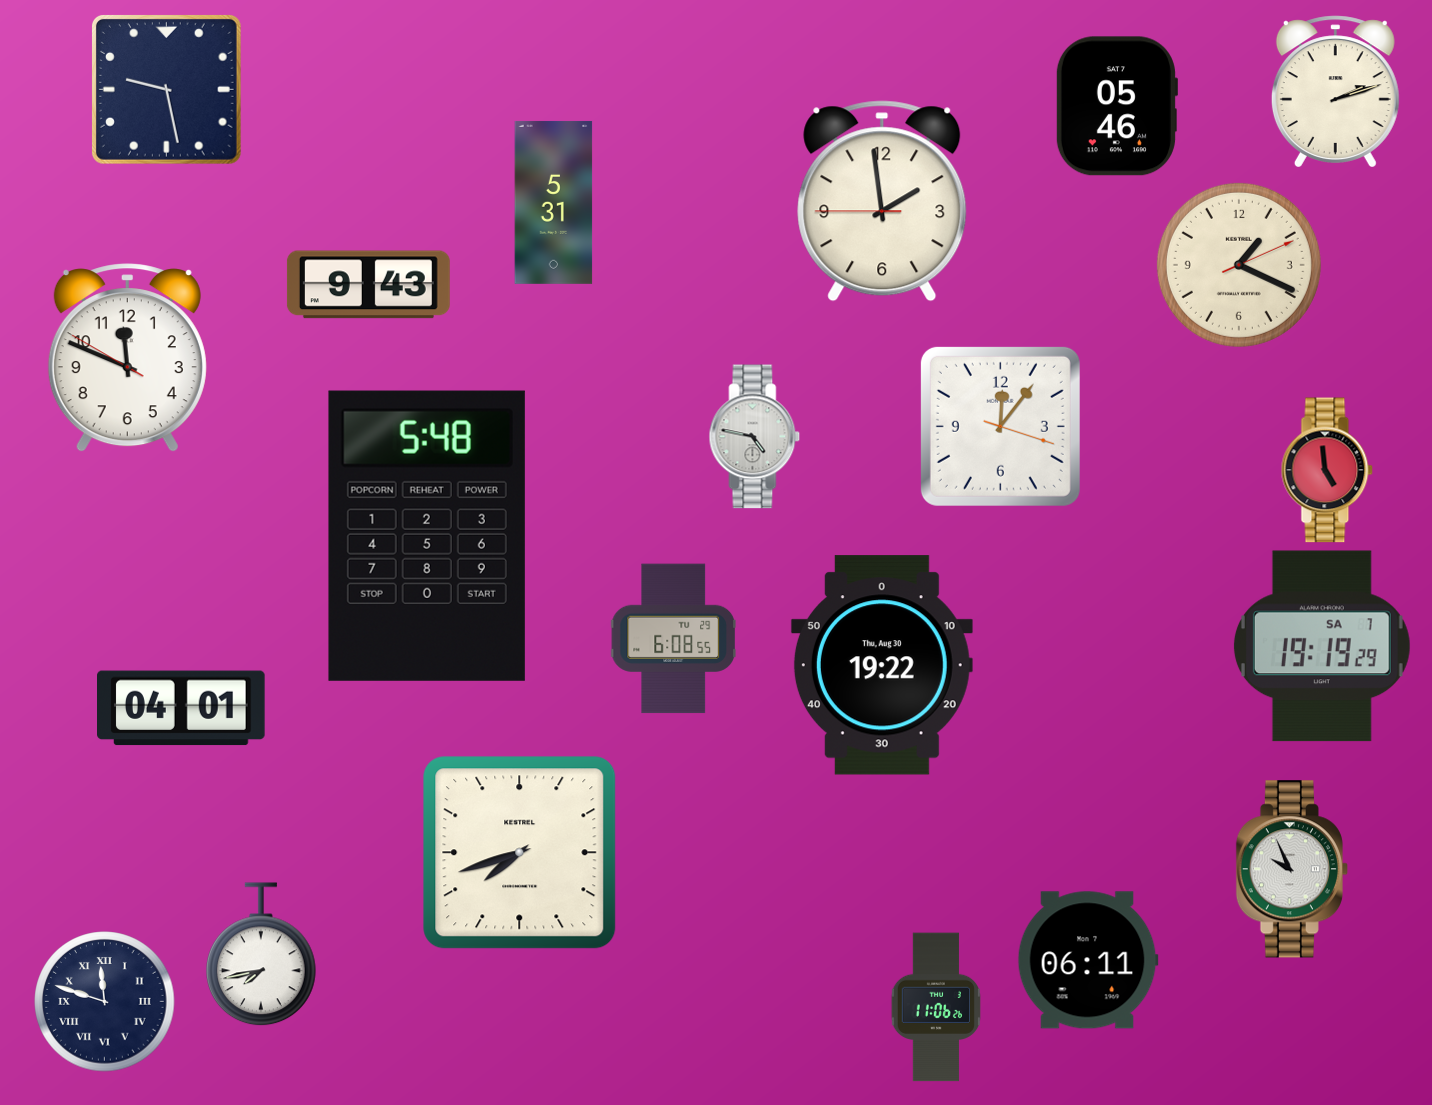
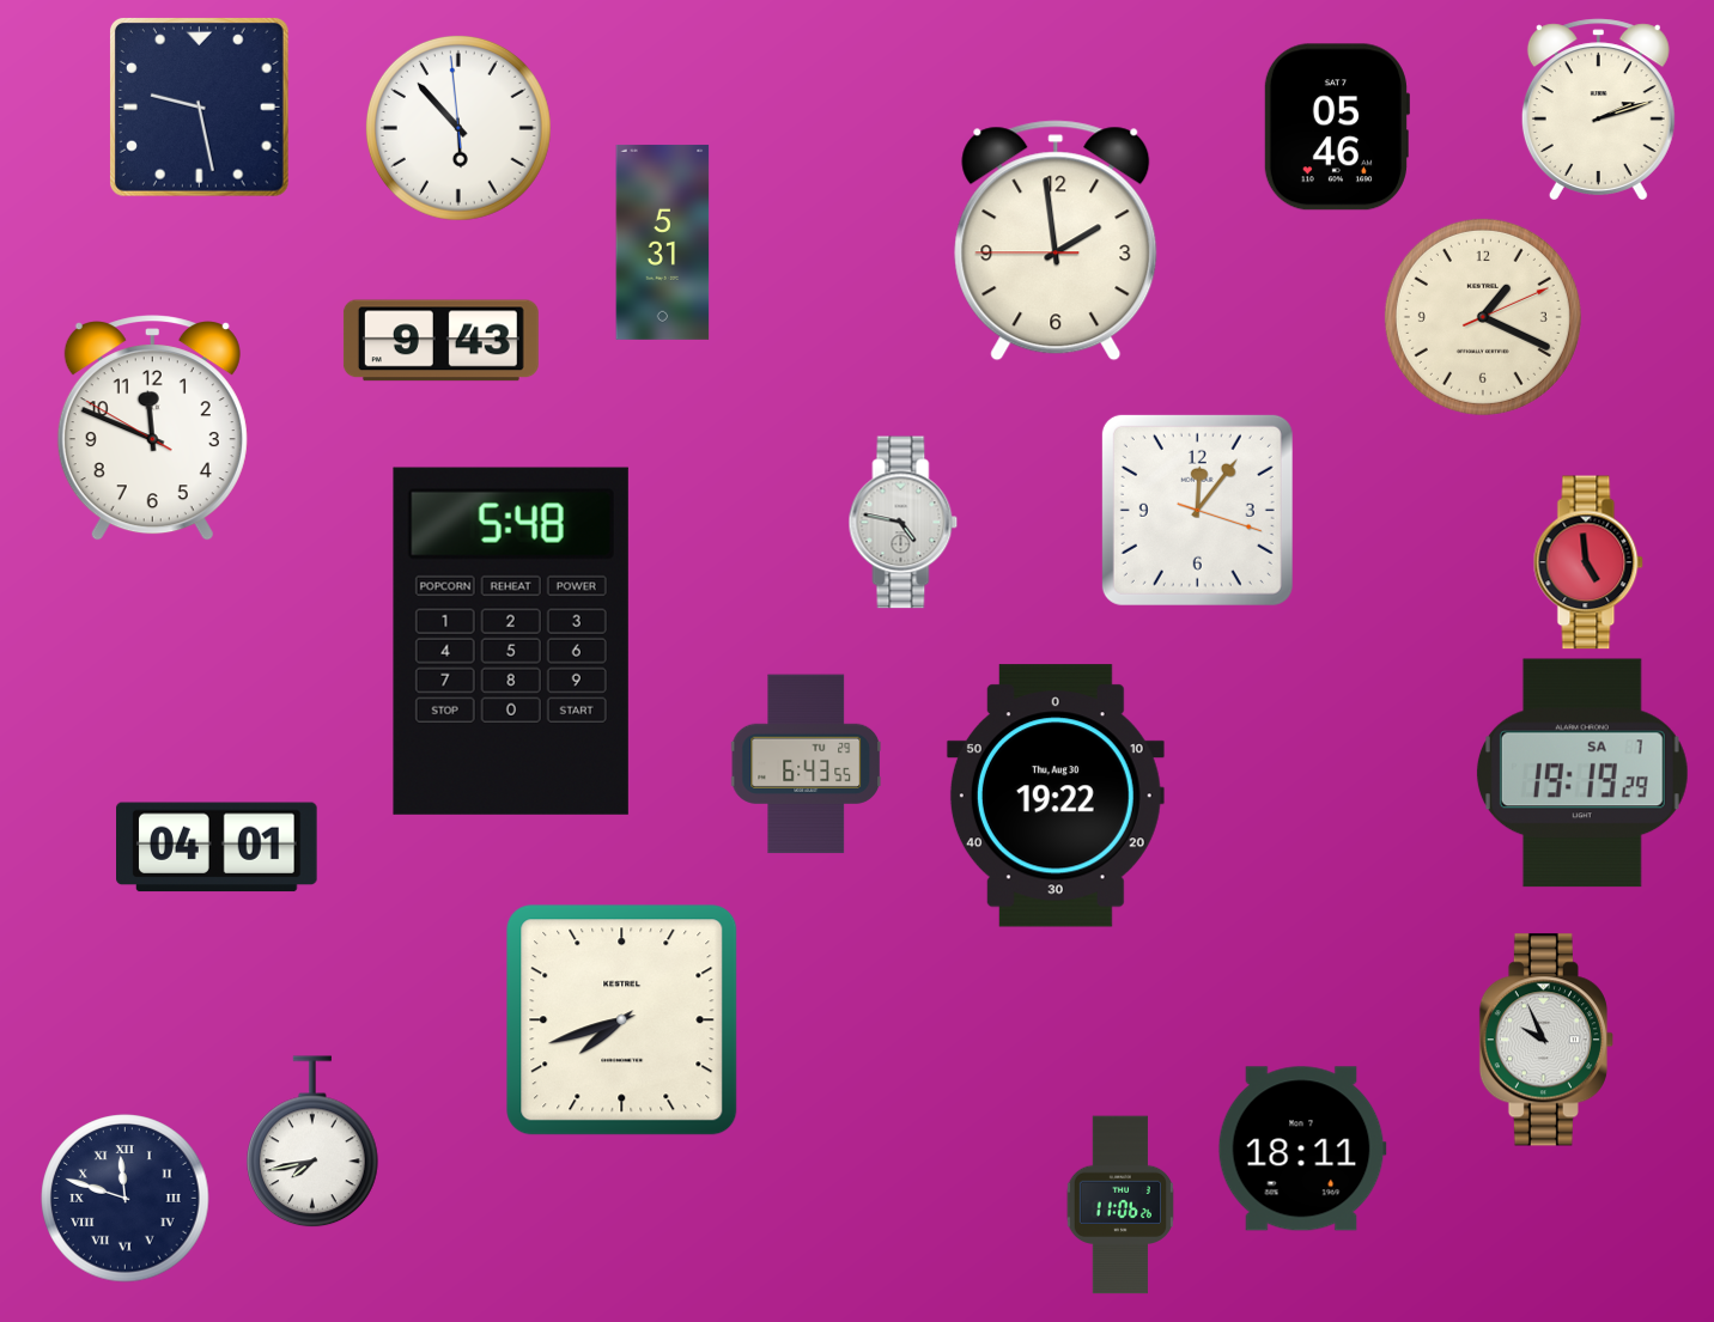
clock at (458, 128): none -> 5:52
clock at (673, 639): 6:08 -> 6:43
clock at (1088, 960): 06:11 -> 18:11
